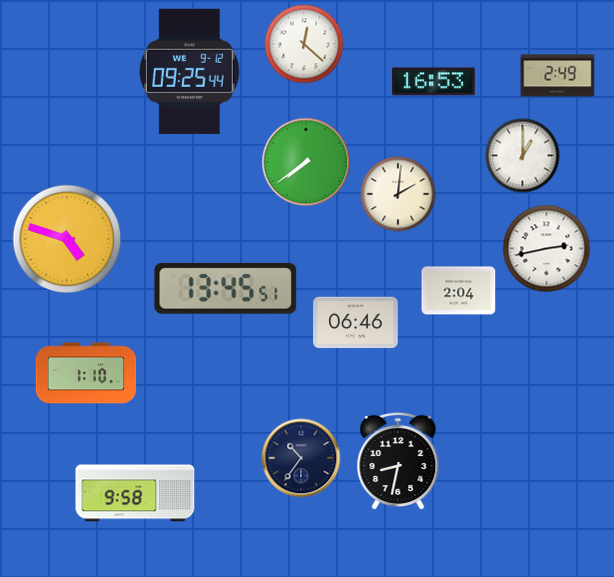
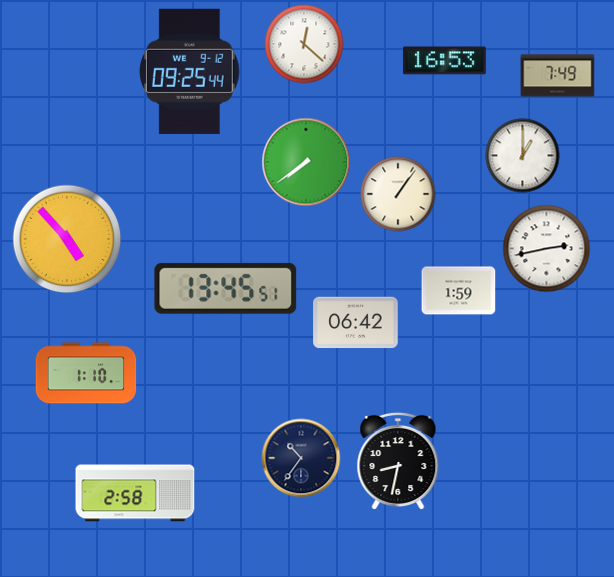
clock at (558, 76): 2:49 -> 7:49
clock at (433, 82) position: (433, 82) -> (444, 61)
clock at (398, 194): 2:01 -> 1:06
clock at (67, 239): 4:48 -> 4:53
clock at (459, 291): 2:04 -> 1:59
clock at (356, 323): 06:46 -> 06:42
clock at (135, 493): 9:58 -> 2:58
